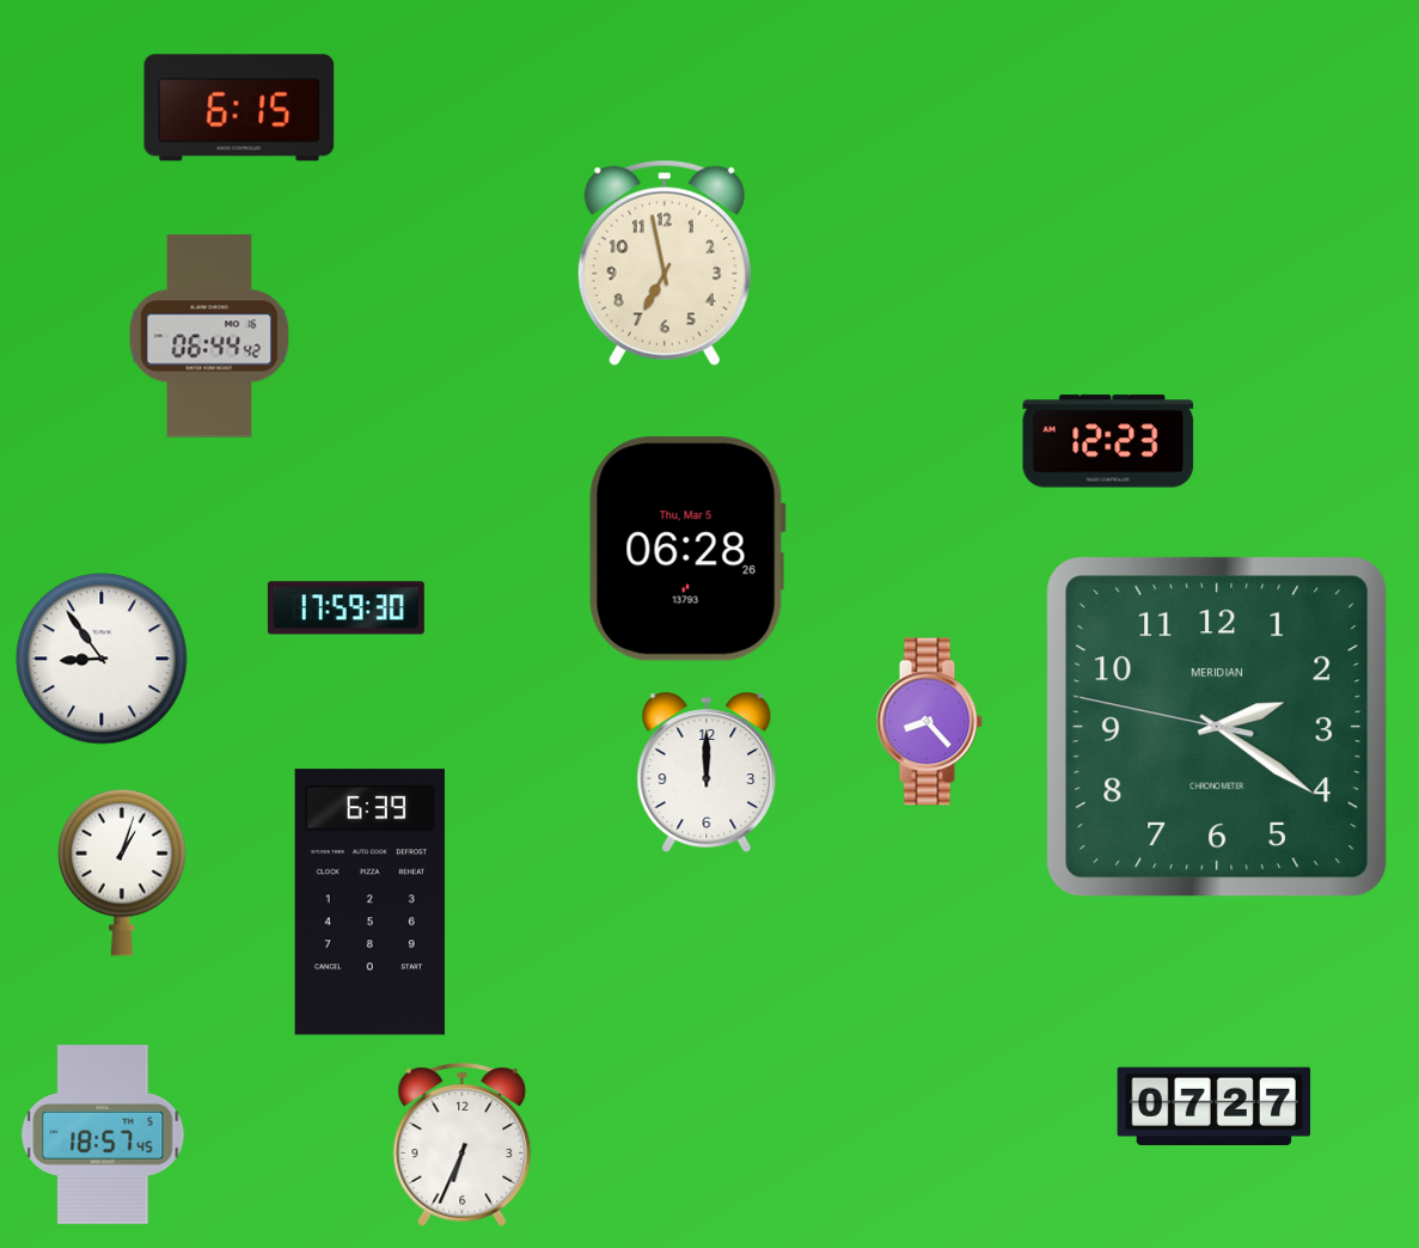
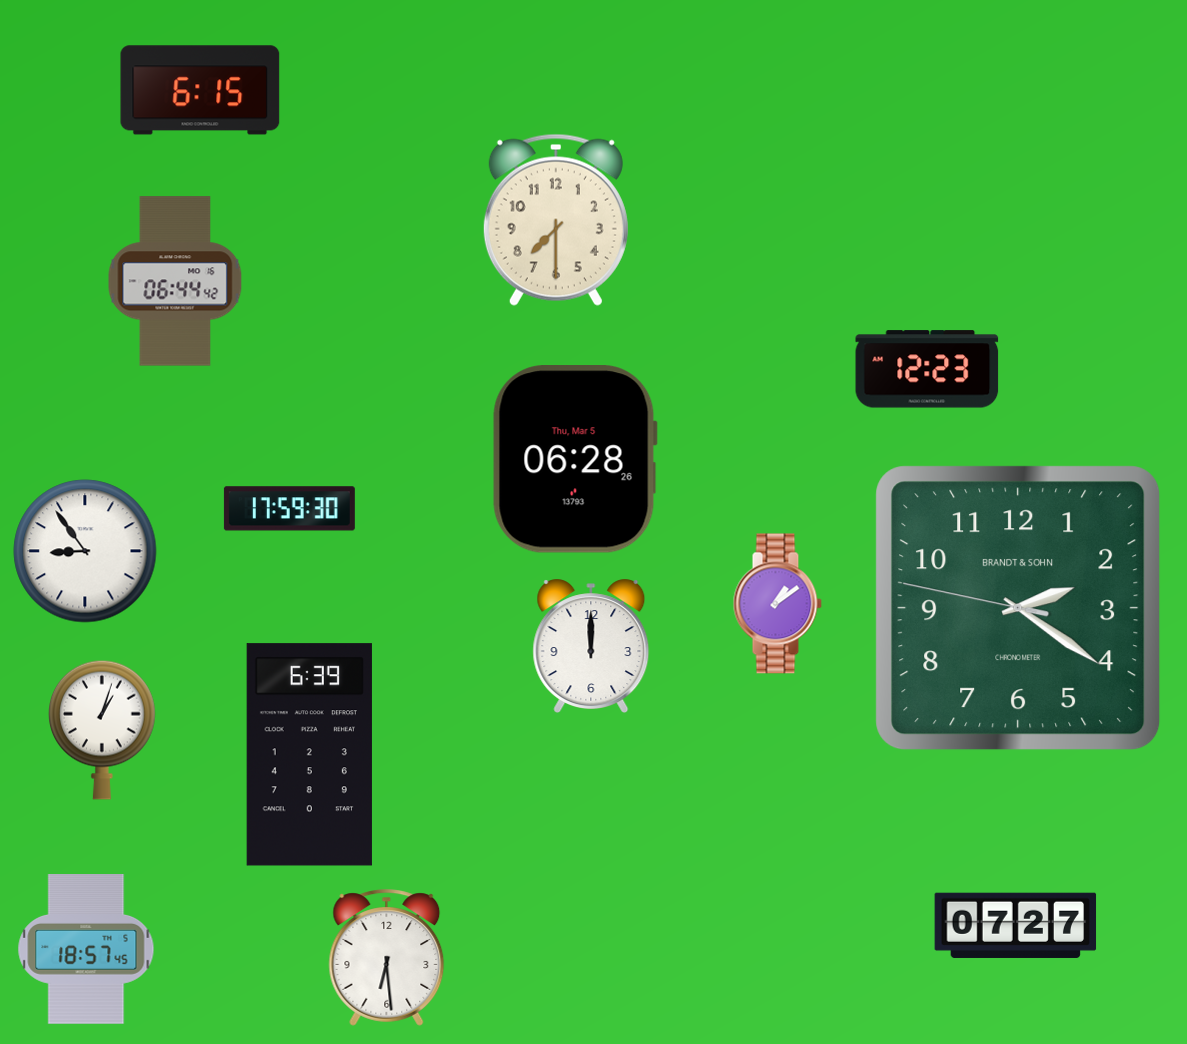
clock at (665, 263): 6:58 -> 7:30
clock at (929, 722): 8:23 -> 1:09
clock at (1217, 727) brand: MERIDIAN -> BRANDT & SOHN
clock at (463, 1145): 6:34 -> 6:29
